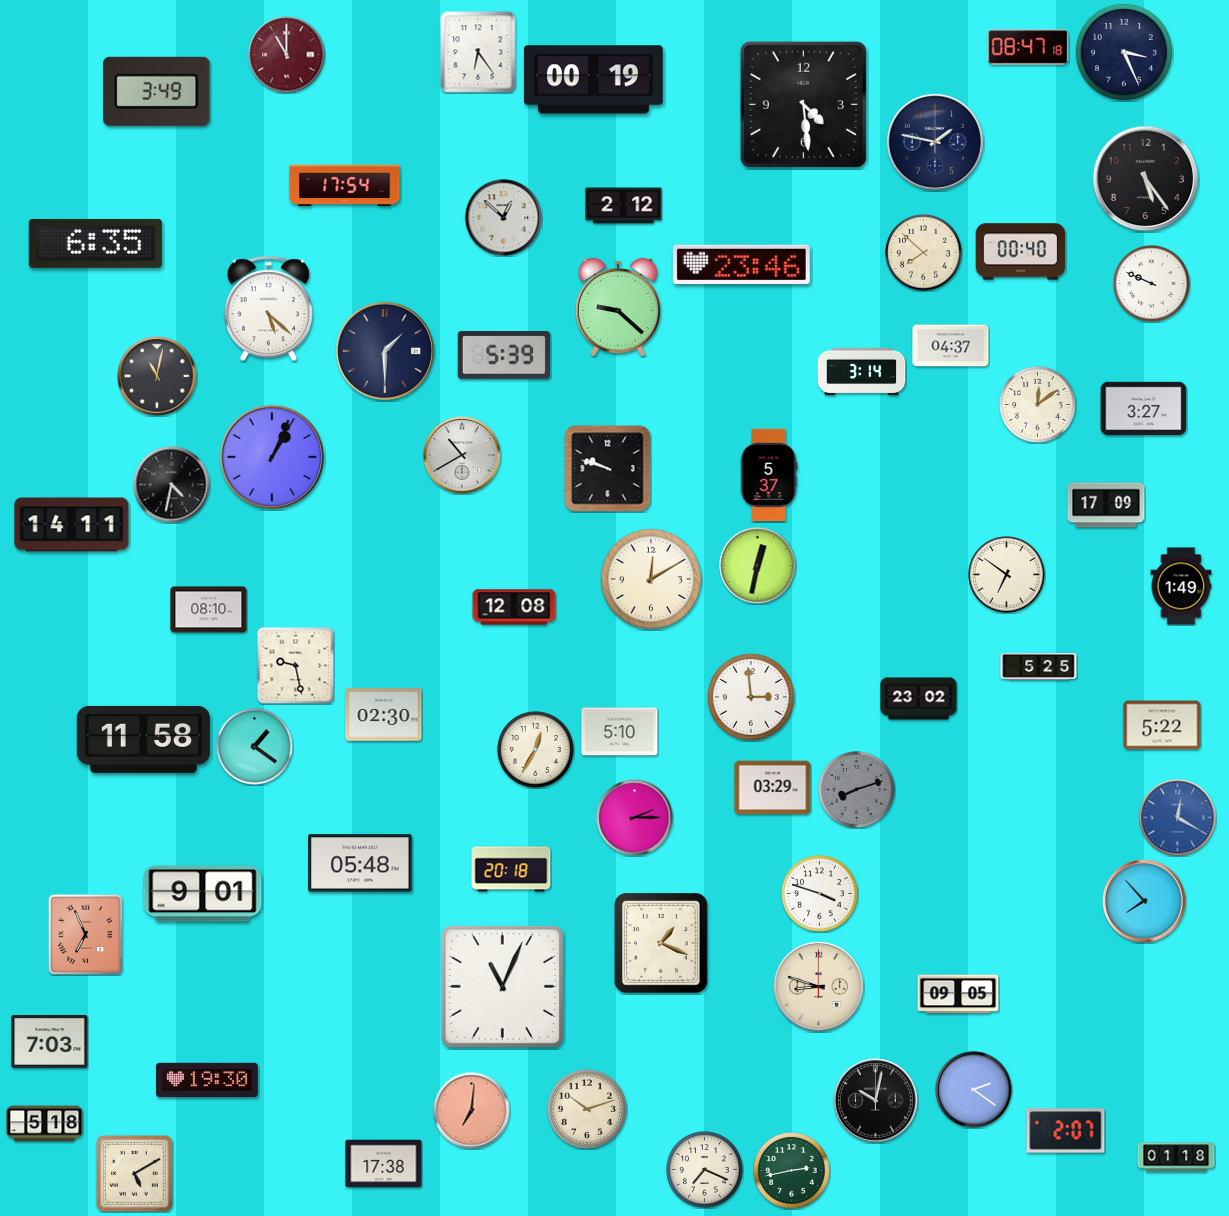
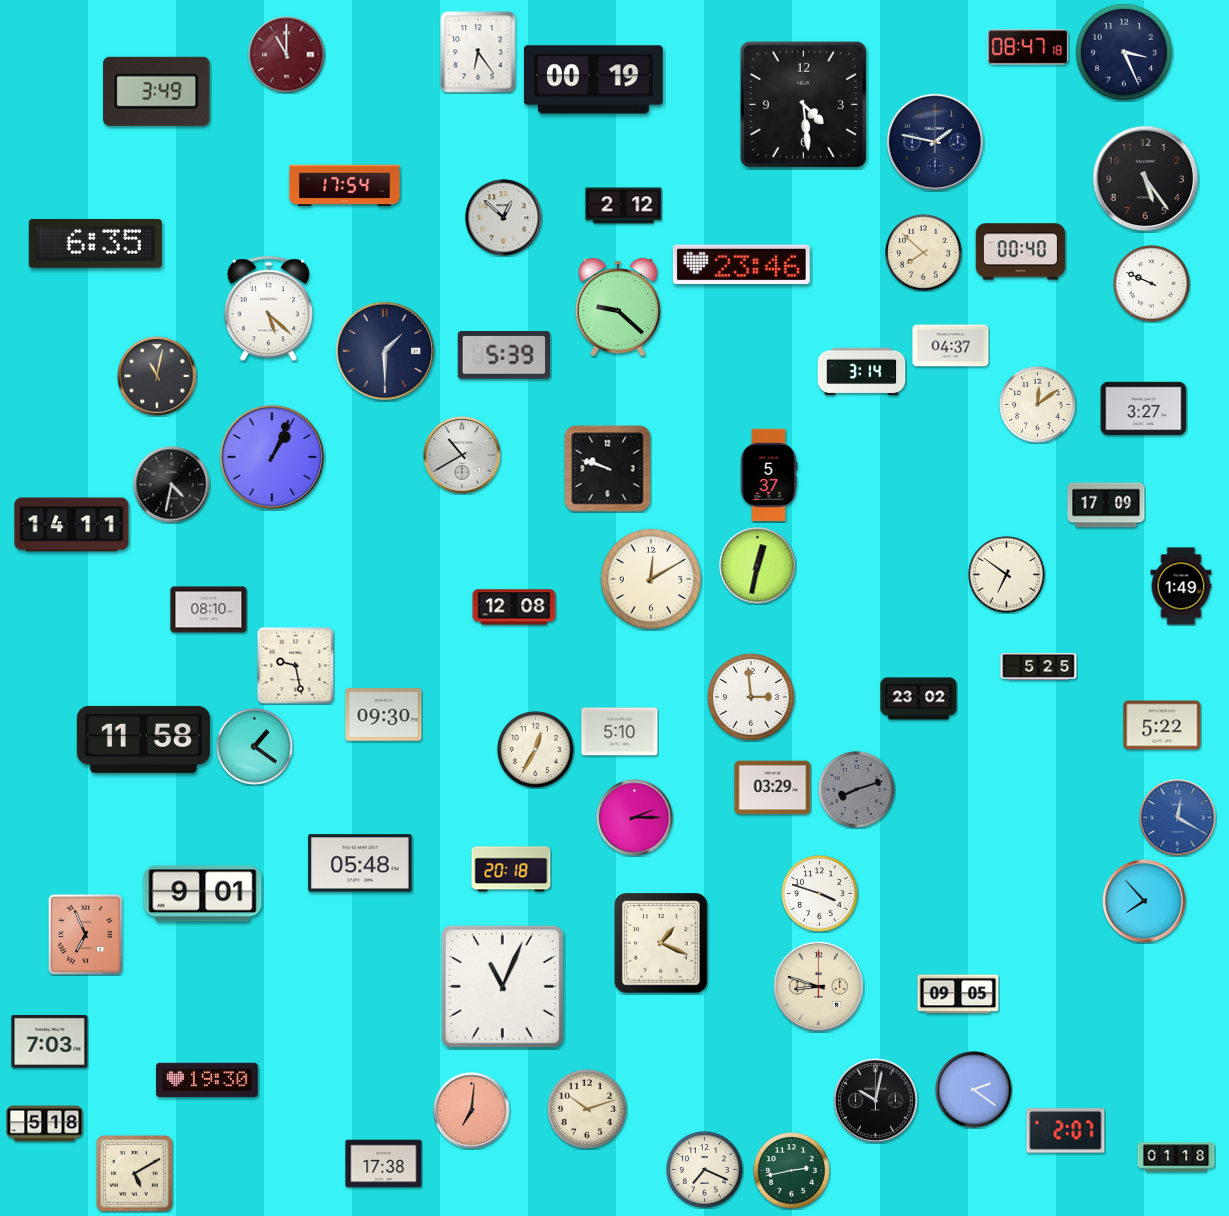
clock at (384, 715): 02:30 -> 09:30
